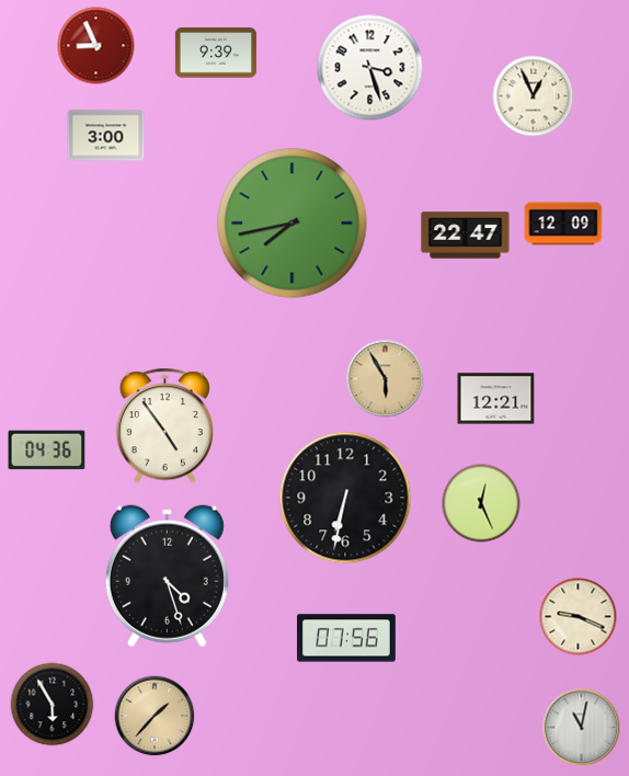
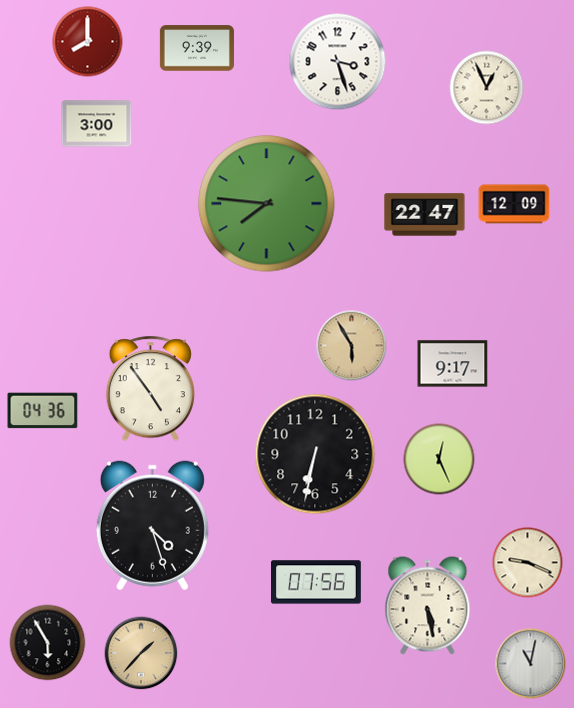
clock at (96, 46): 8:56 -> 8:00
clock at (293, 224): 7:43 -> 7:46
clock at (496, 399): 12:21 -> 9:17
clock at (428, 606): none -> 5:28
